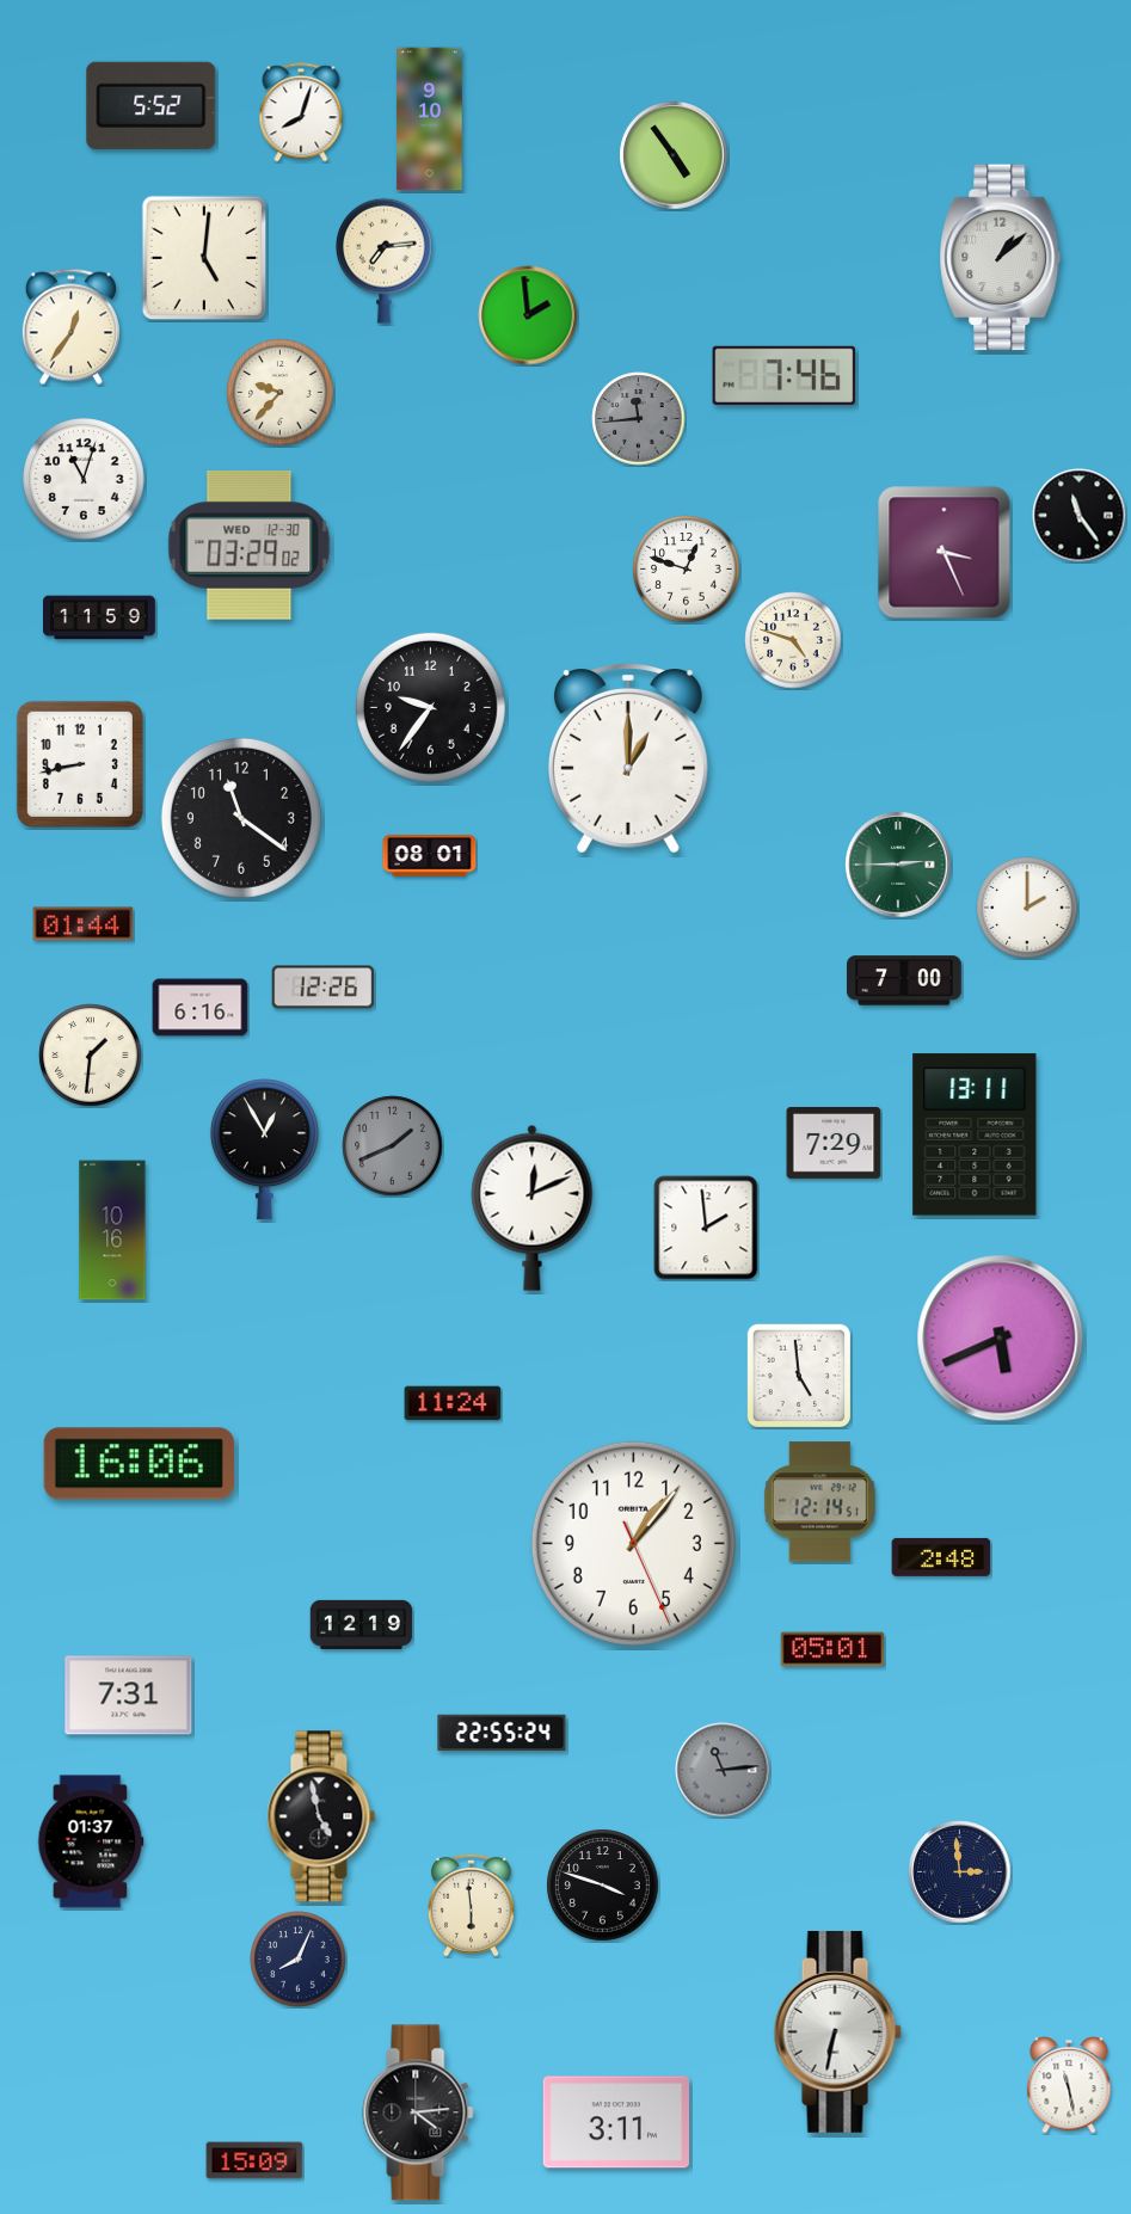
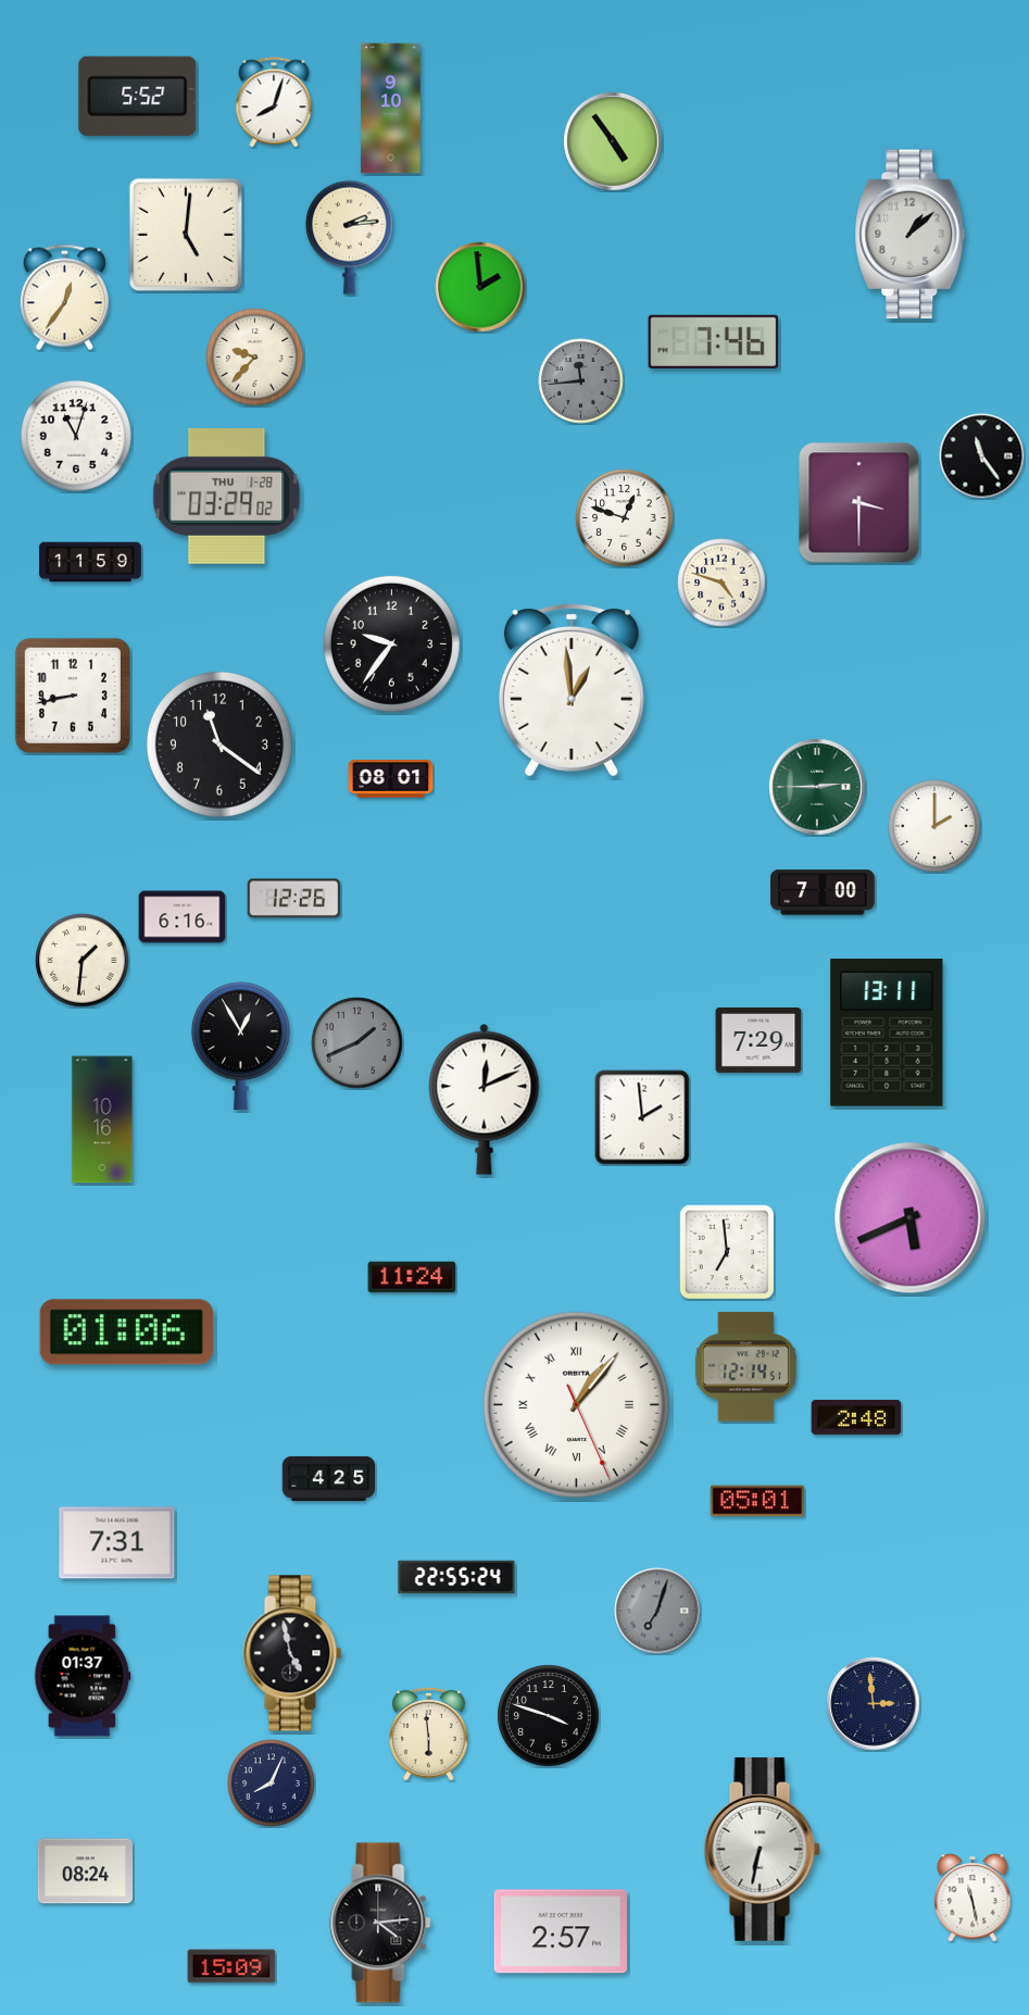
clock at (385, 260): 7:14 -> 2:14
clock at (1080, 516) position: (1080, 516) -> (982, 456)
clock at (250, 545) date: WED 12-30 -> THU 1-28
clock at (945, 553): 3:26 -> 3:30
clock at (628, 758): 1:00 -> 12:59
clock at (84, 924): 01:44 -> none
clock at (799, 1376): 4:59 -> 6:59
clock at (139, 1464): 16:06 -> 01:06
clock at (633, 1543) numerals: Arabic -> Roman
clock at (362, 1624): 12:19 -> 4:25
clock at (723, 1770): 11:14 -> 7:03
clock at (85, 1872): none -> 08:24
clock at (615, 2122): 3:11 -> 2:57
